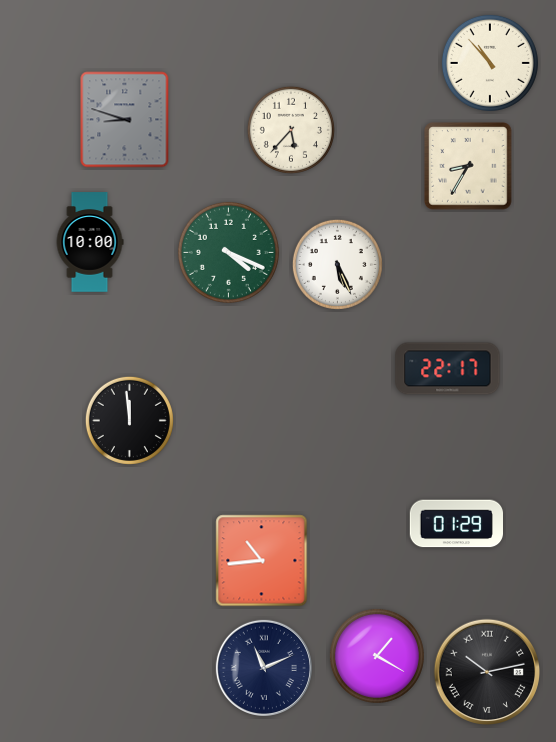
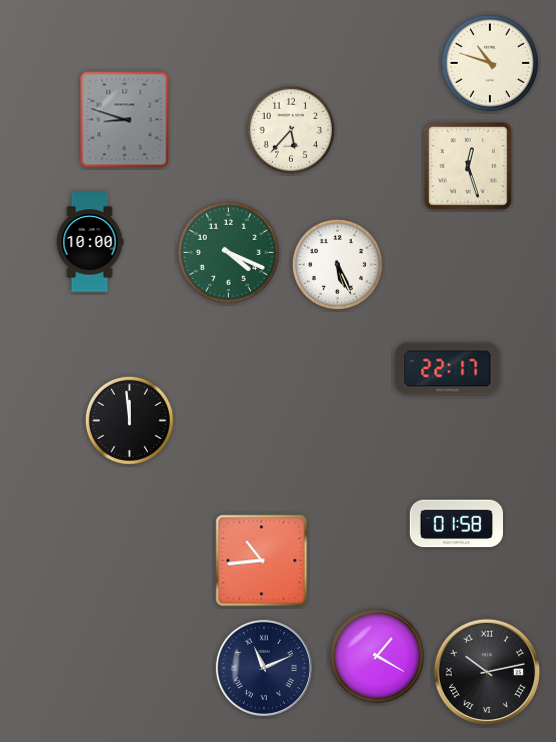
clock at (490, 63): 10:53 -> 10:48
clock at (468, 166): 8:35 -> 12:27
clock at (456, 524): 01:29 -> 01:58
